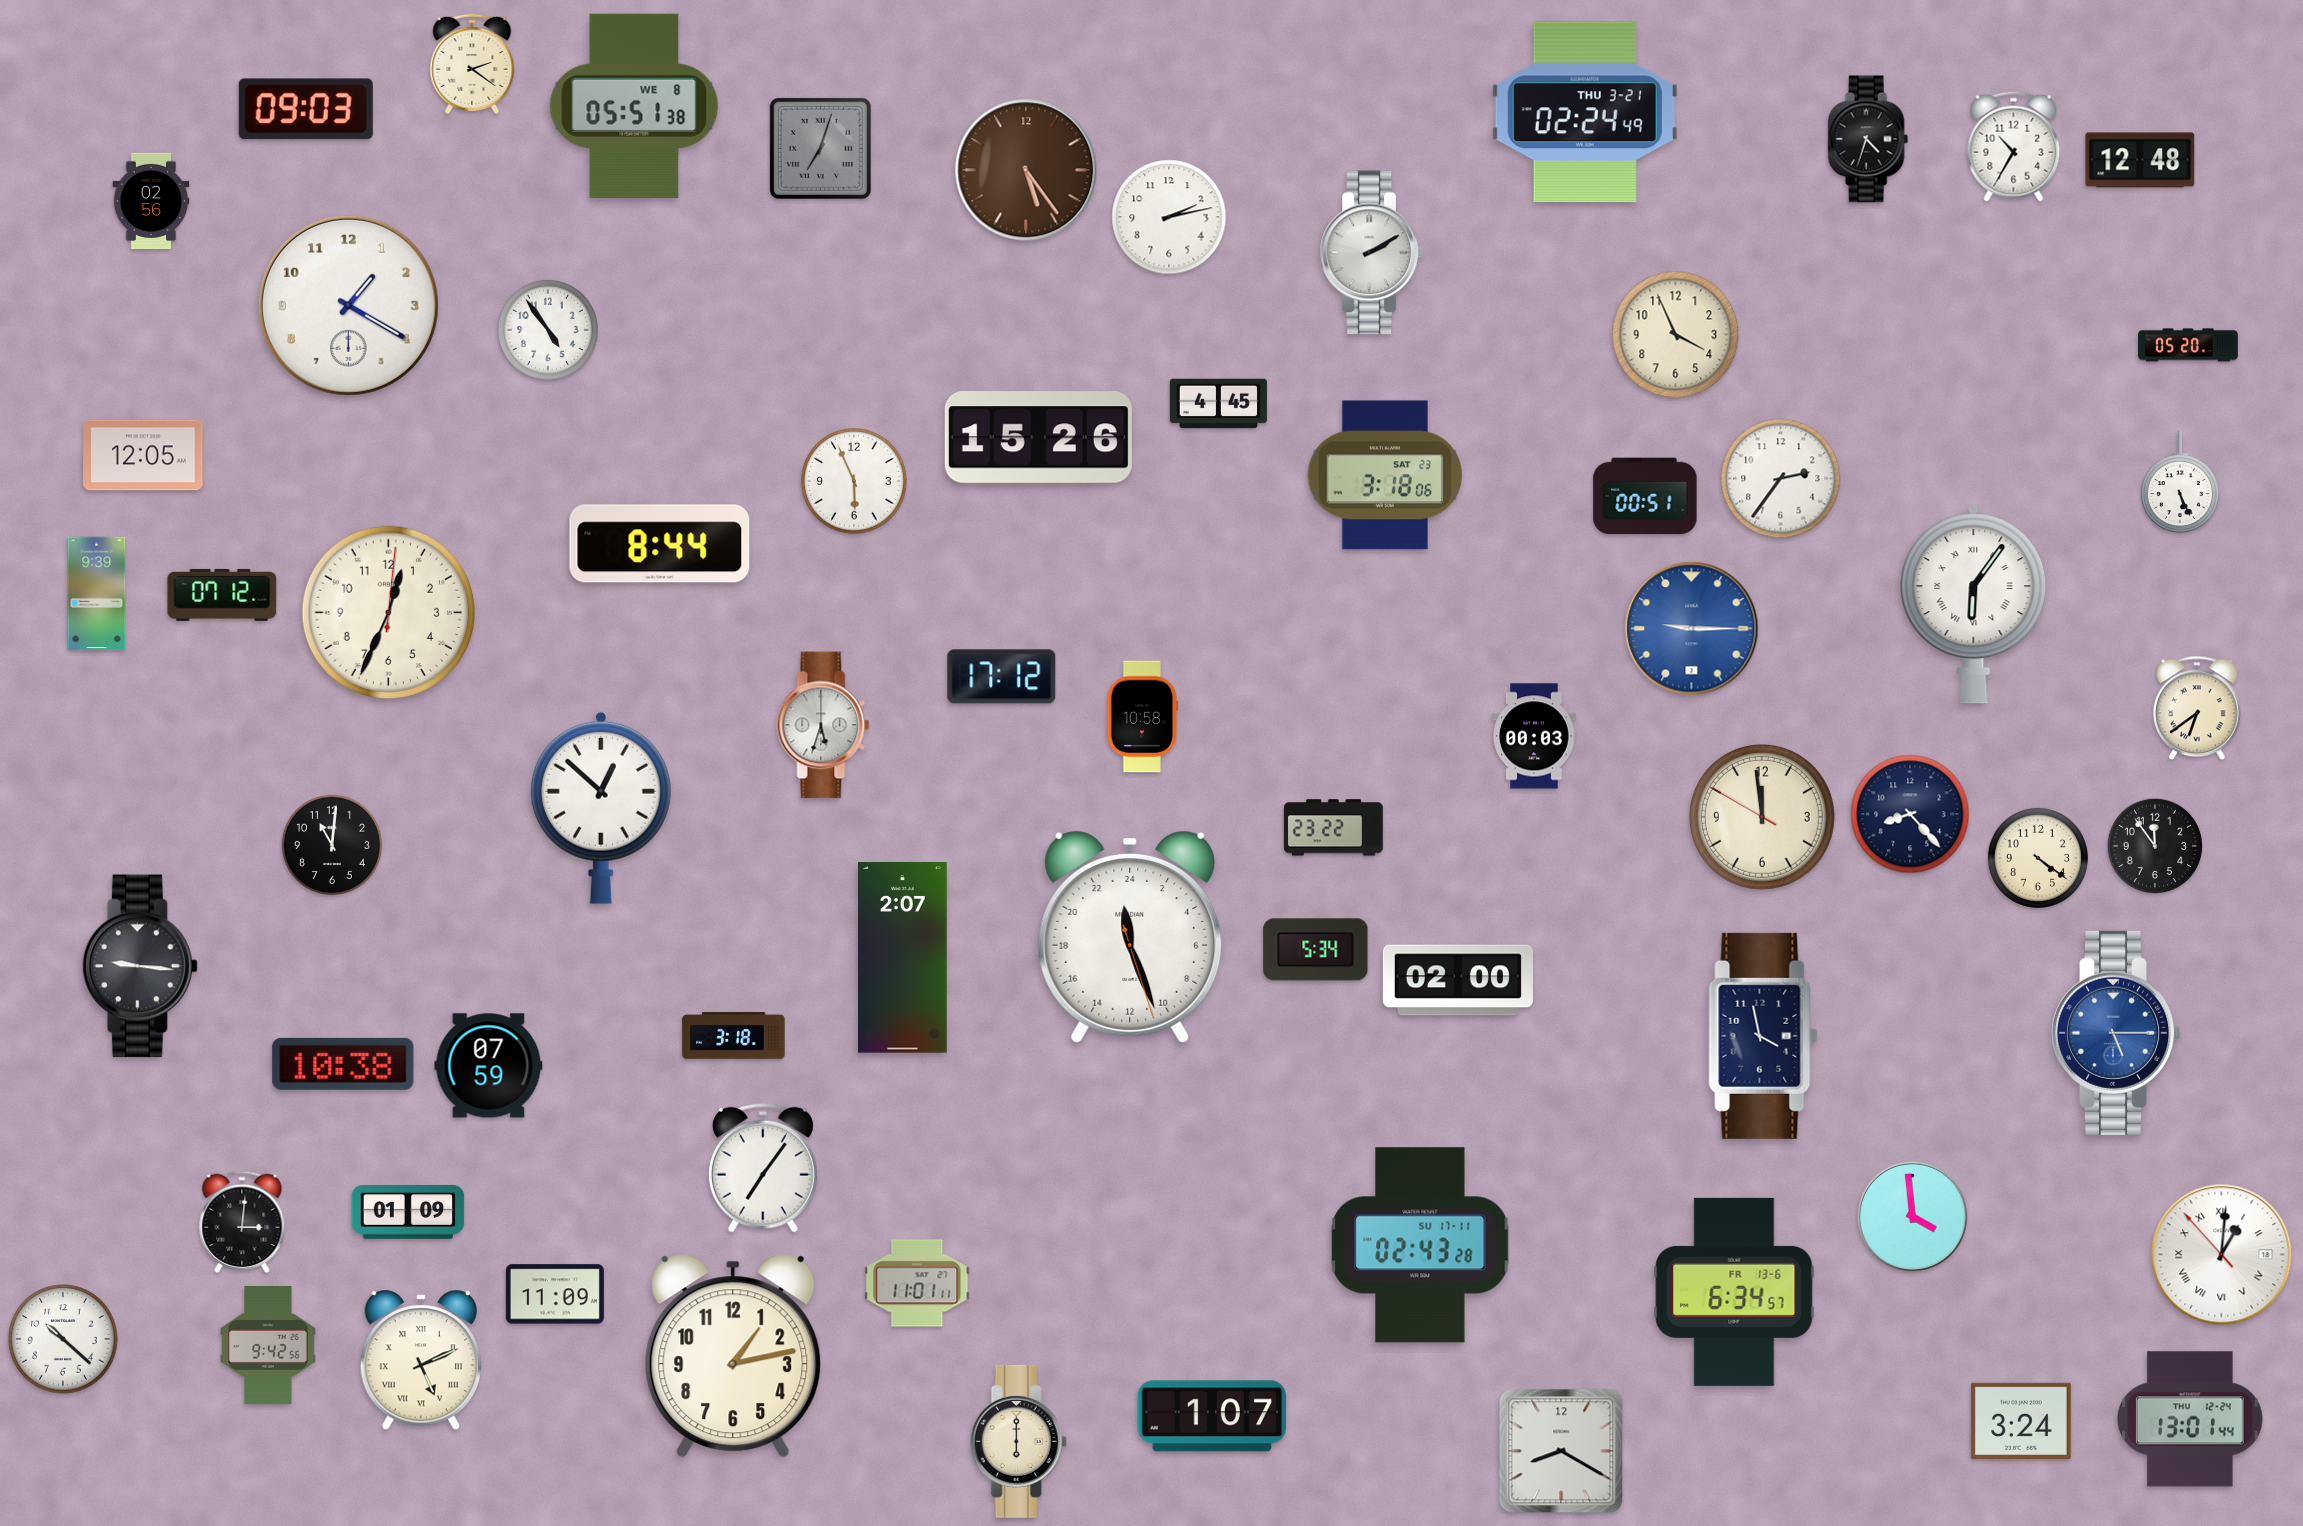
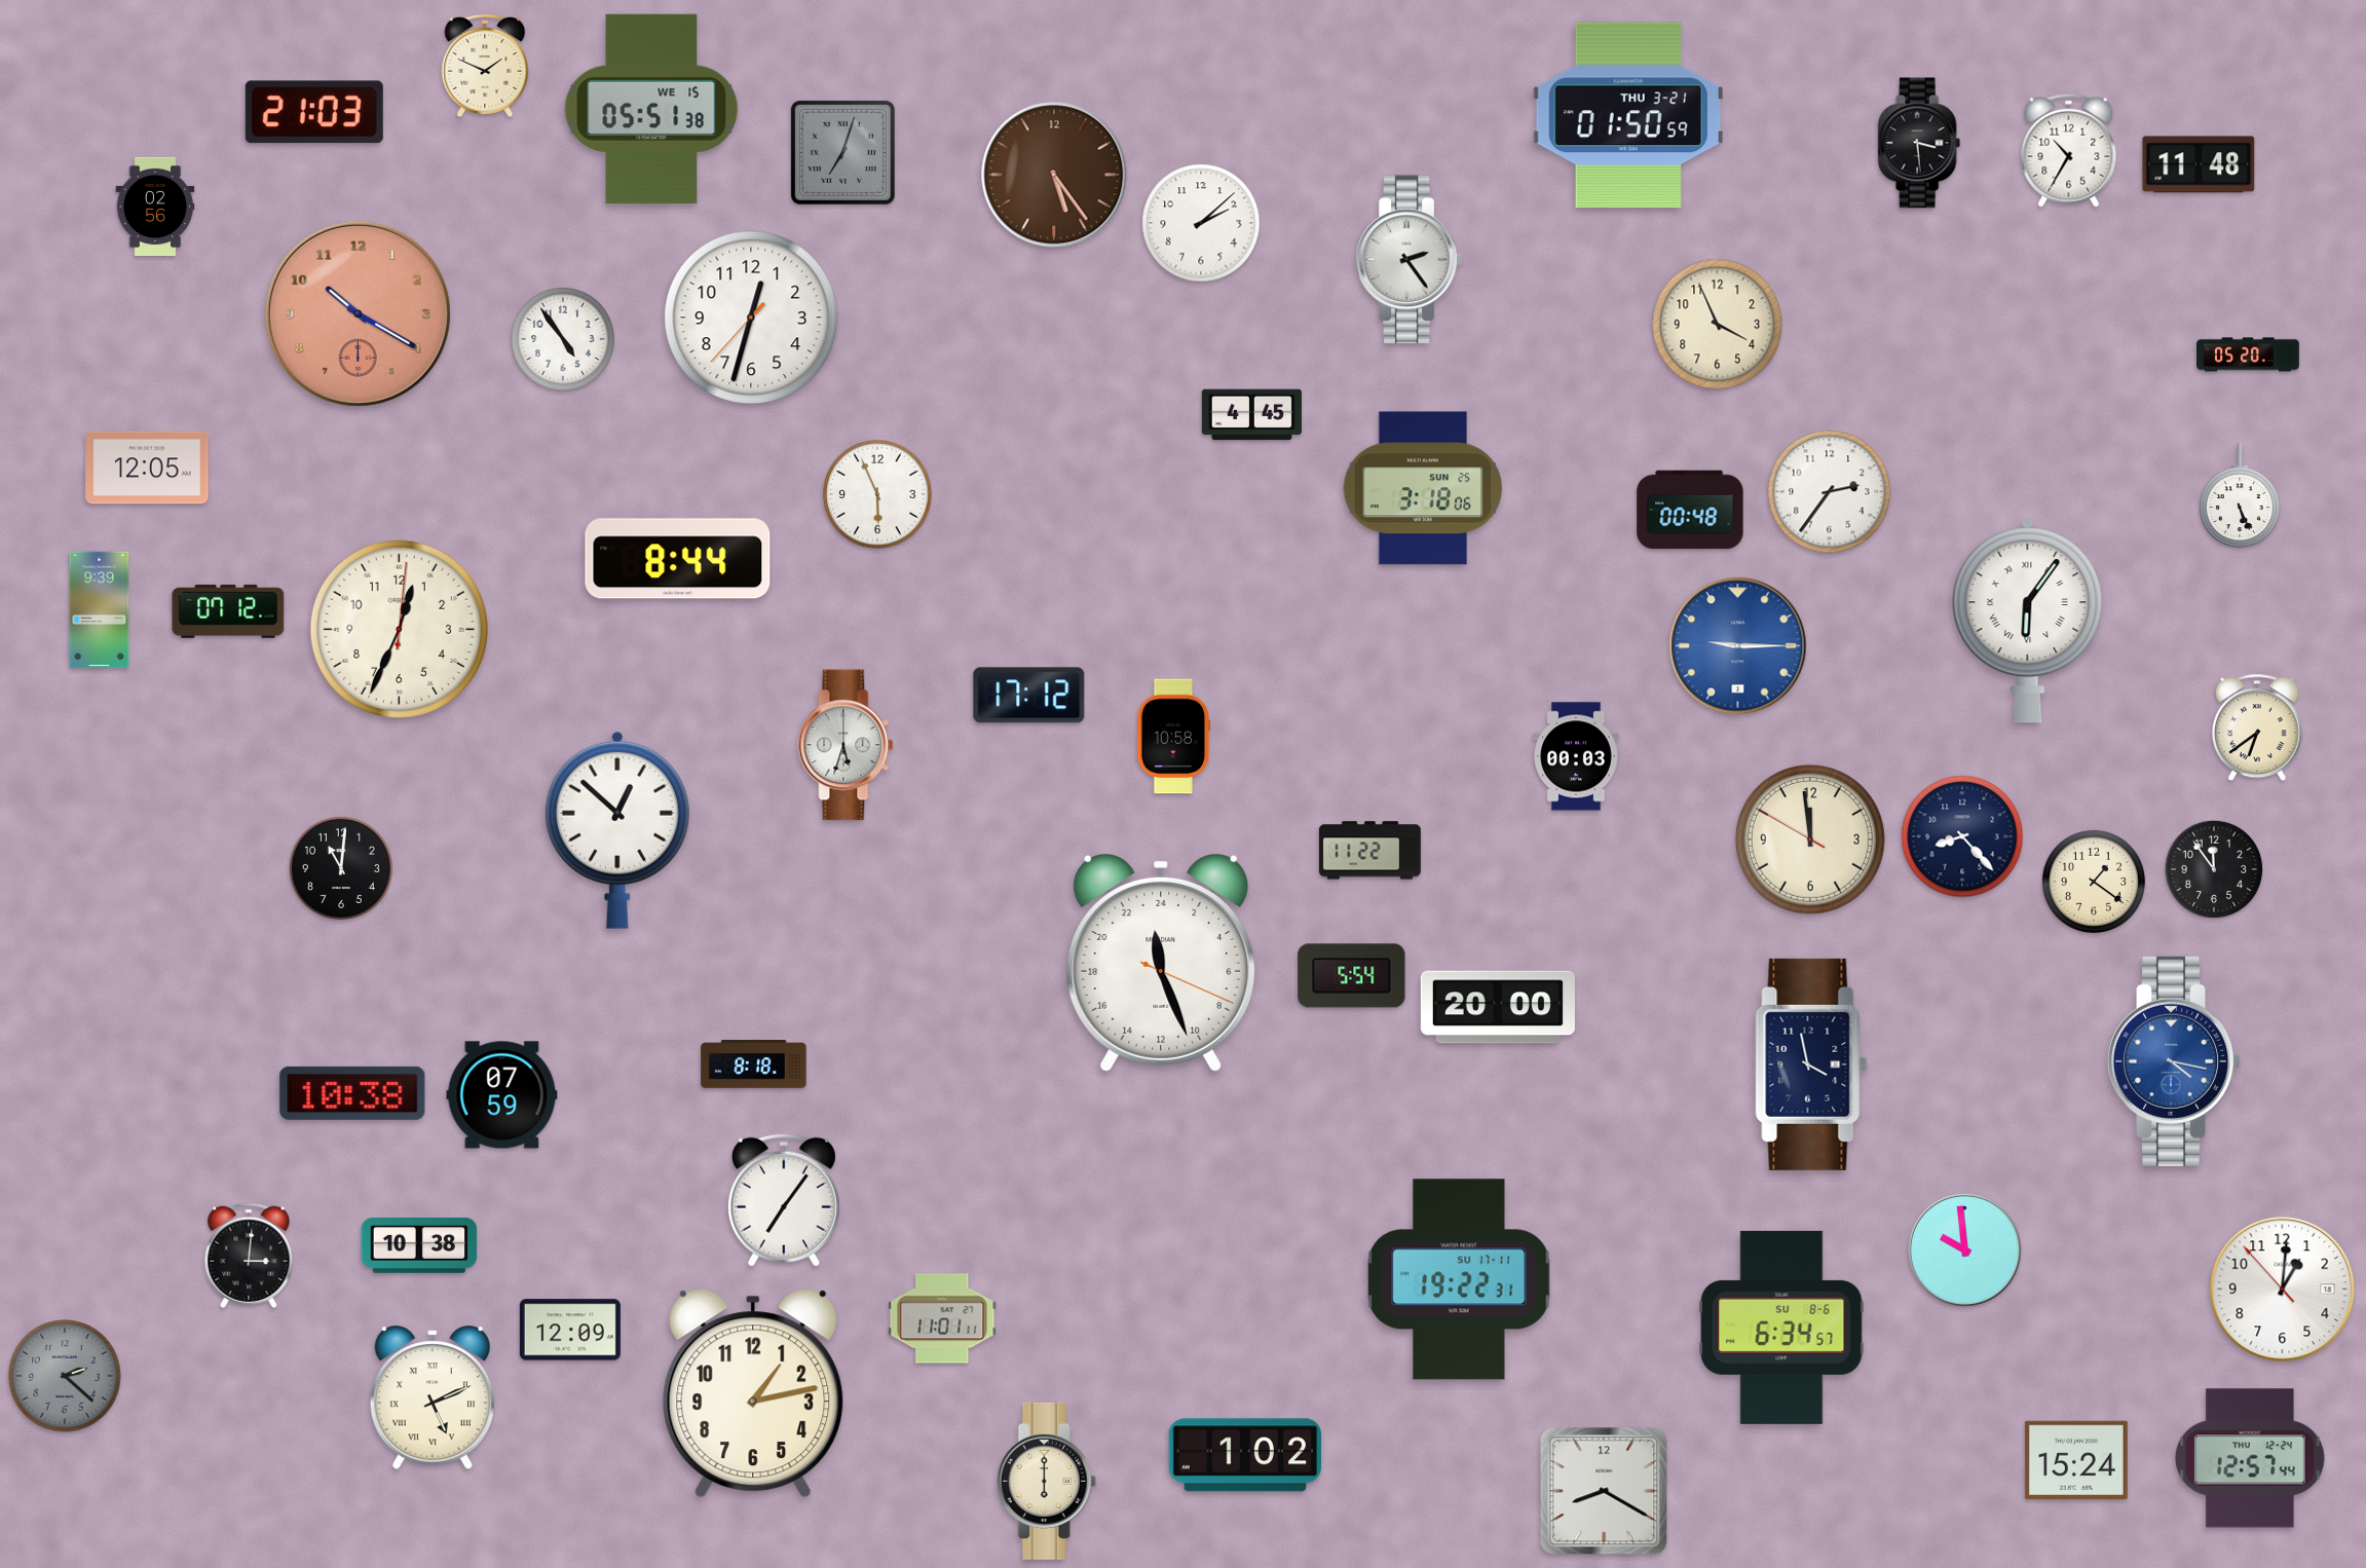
clock at (472, 64): 2:21 -> 1:49
clock at (634, 105) date: WE 8 -> WE 15
clock at (306, 109): 09:03 -> 21:03
clock at (1585, 112): 02:24 -> 01:50
clock at (1868, 139): 4:33 -> 3:29
clock at (2140, 160): 12:48 -> 11:48
clock at (1169, 217): 2:13 -> 2:08
clock at (1371, 253): 2:10 -> 2:24
clock at (348, 305): 1:20 -> 10:20
clock at (348, 305) dial: white -> salmon
clock at (751, 318): none -> 12:32
clock at (1676, 335) position: (1676, 335) -> (1718, 325)
clock at (1038, 438): 15:26 -> none
clock at (1385, 475) date: SAT 23 -> SUN 25
clock at (1645, 496): 00:51 -> 00:48
clock at (1333, 828): 23:22 -> 11:22
clock at (2038, 858): 4:21 -> 1:21
clock at (1130, 937): 23:26:27 -> 23:26:19
clock at (1316, 950): 5:34 -> 5:54
clock at (903, 958): 2:07 -> none
clock at (140, 966): 9:16 -> none
clock at (1458, 980): 02:00 -> 20:00
clock at (2116, 1033): 5:15 -> 4:17
clock at (734, 1036): 3:18 -> 8:18
clock at (408, 1213): 01:09 -> 10:38
clock at (1912, 1216): 3:59 -> 9:59
clock at (1420, 1245): 02:43 -> 19:22
clock at (2222, 1255) numerals: Roman -> Arabic
clock at (1734, 1292) date: FR 13-6 -> SU 8-6
clock at (555, 1294): 11:09 -> 12:09
clock at (63, 1339): 10:22 -> 2:22
clock at (63, 1339) dial: white -> grey
clock at (268, 1346): 9:42 -> none
clock at (1212, 1416): 1:07 -> 1:02
clock at (2190, 1419): 13:01 -> 12:57
clock at (2021, 1420): 3:24 -> 15:24
